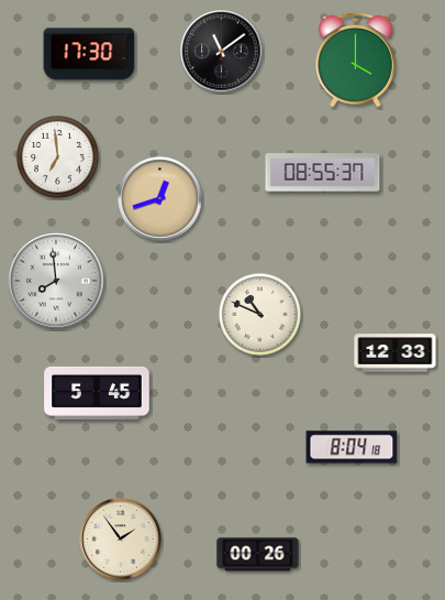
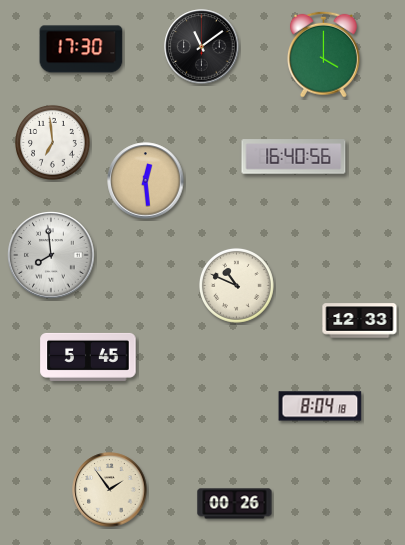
clock at (323, 173): 08:55 -> 16:40
clock at (160, 199): 12:42 -> 12:29
